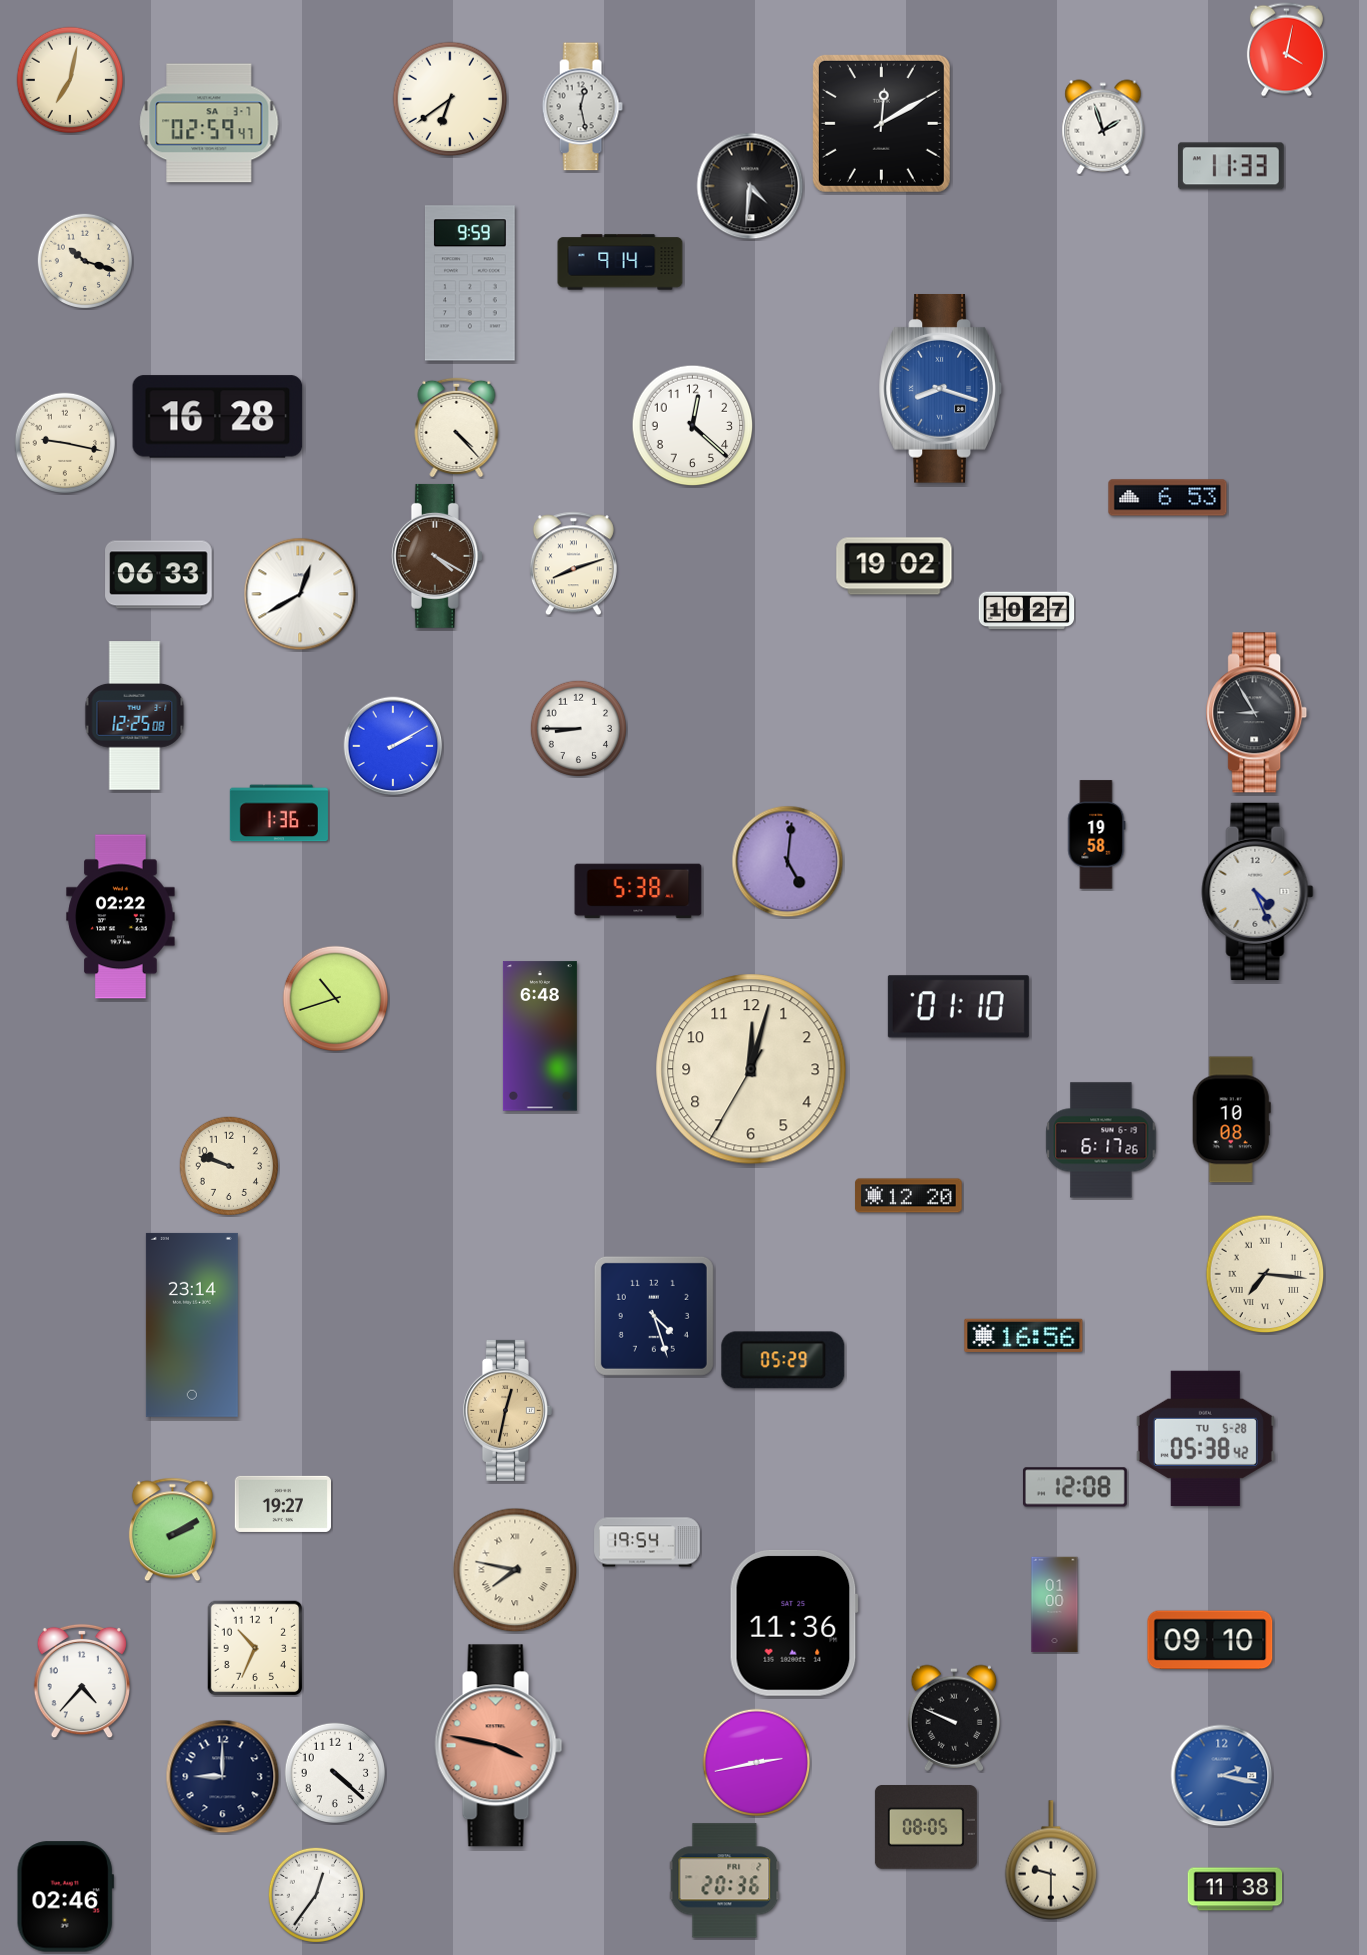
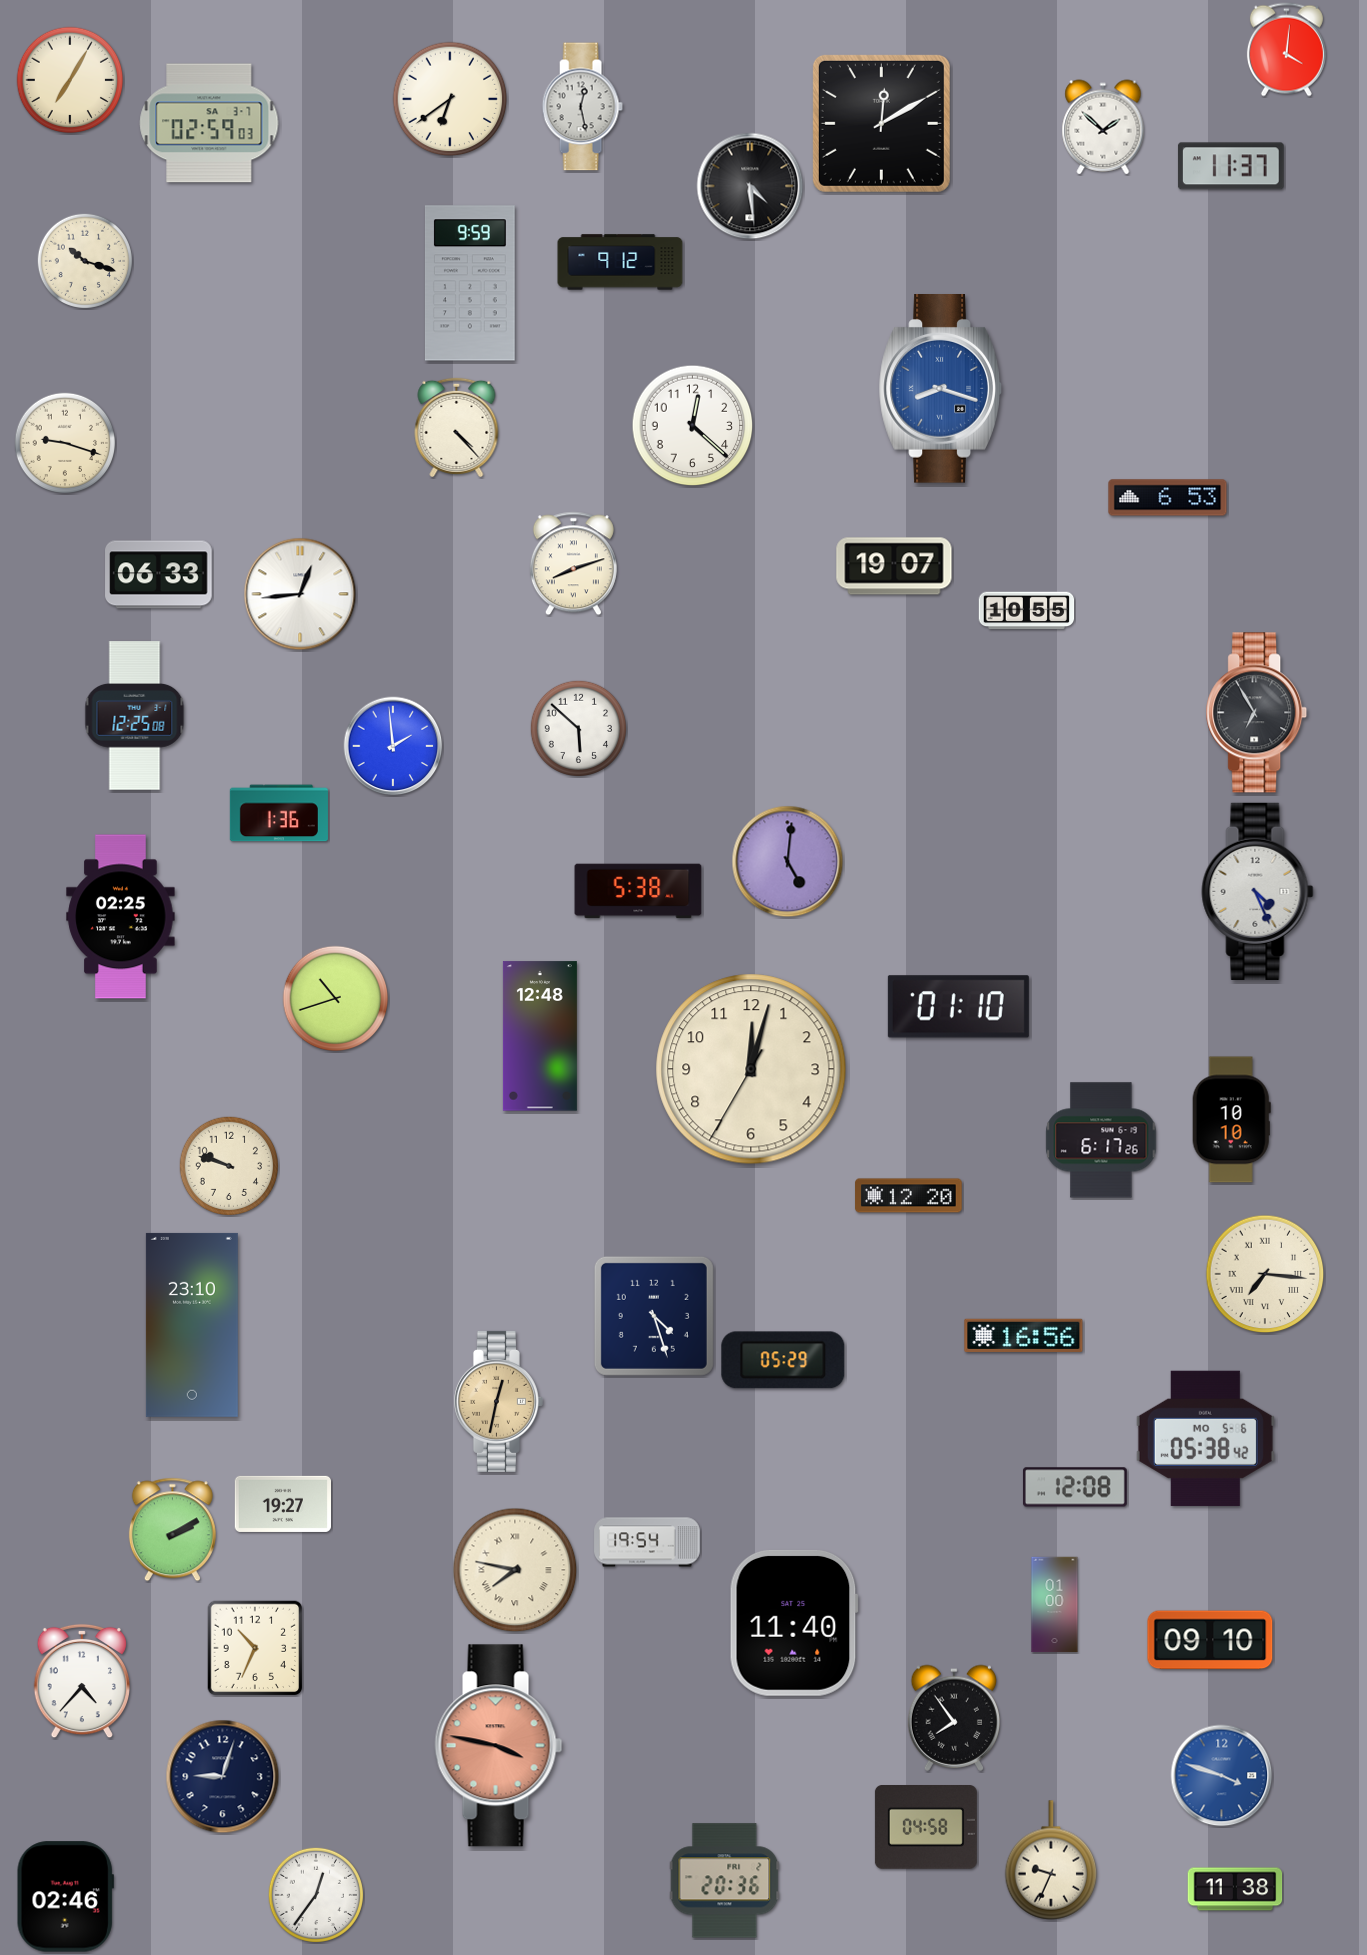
clock at (1286, 50): 4:02 -> 4:01
clock at (70, 80): 7:02 -> 7:05
clock at (209, 123): 02:59:47 -> 02:59:03
clock at (1103, 127): 1:57 -> 1:52
clock at (1231, 166): 11:33 -> 11:37
clock at (750, 186): 4:31 -> 4:29
clock at (620, 262): 9:14 -> 9:12
clock at (218, 417): 16:28 -> none
clock at (64, 442): 9:17 -> 9:18
clock at (437, 556): 4:20 -> none
clock at (894, 566): 19:02 -> 19:07
clock at (300, 594): 12:40 -> 12:44
clock at (1027, 611): 10:27 -> 10:55
clock at (1257, 713): 8:55 -> 6:55
clock at (578, 728): 8:45 -> 5:52
clock at (393, 746): 2:10 -> 1:59
clock at (1097, 835): 19:58 -> none
clock at (121, 917): 02:22 -> 02:25
clock at (540, 1036): 6:48 -> 12:48
clock at (1231, 1120): 10:08 -> 10:10
clock at (192, 1325): 23:14 -> 23:10
clock at (507, 1410) position: (507, 1410) -> (498, 1401)
clock at (1205, 1438) date: TU 5-28 -> MO 5-6
clock at (794, 1623): 11:36 -> 11:40
clock at (954, 1718): 9:49 -> 7:54
clock at (757, 1763): 2:43 -> none
clock at (334, 1772): 4:22 -> none
clock at (1222, 1776): 2:17 -> 3:48
clock at (223, 1777): 9:00 -> 9:03
clock at (926, 1828): 08:05 -> 04:58
clock at (1051, 1860): 9:30 -> 9:34
